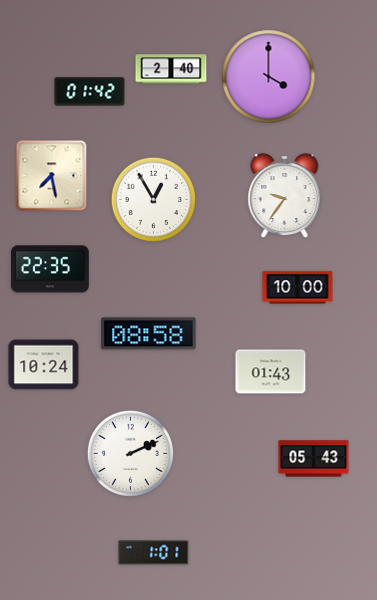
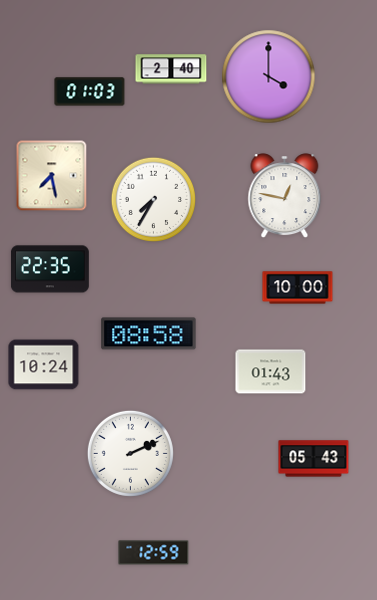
clock at (90, 92): 01:42 -> 01:03
clock at (285, 196): 9:36 -> 12:47
clock at (153, 199): 12:55 -> 7:35
clock at (154, 553): 1:01 -> 12:59
